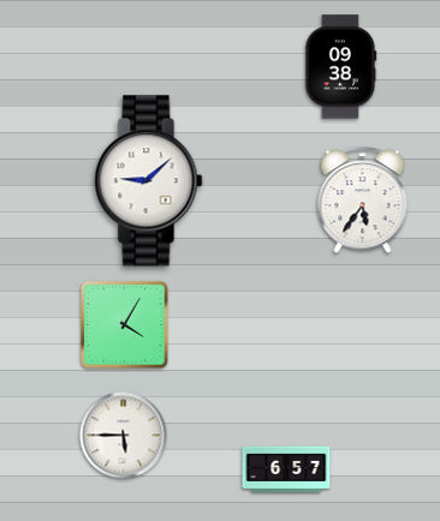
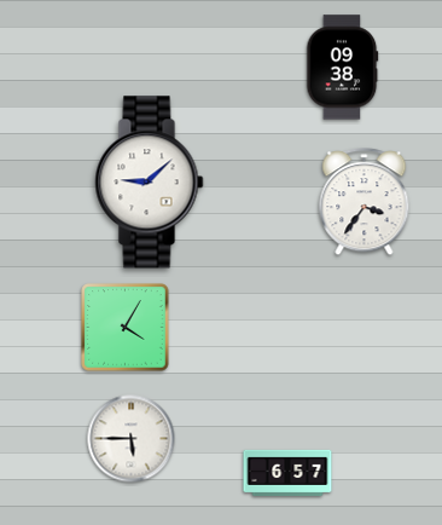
clock at (363, 200): 5:36 -> 3:36
clock at (124, 436) position: (124, 436) -> (132, 439)
